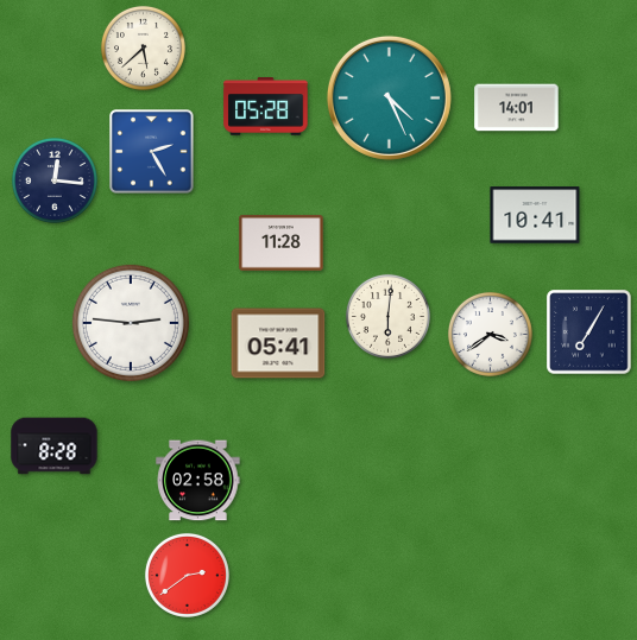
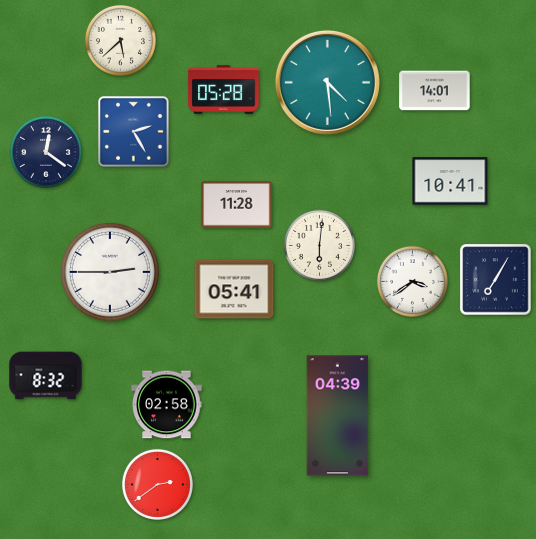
clock at (389, 97): 4:26 -> 4:29
clock at (152, 152) position: (152, 152) -> (134, 132)
clock at (55, 180): 12:16 -> 12:21
clock at (387, 316) position: (387, 316) -> (319, 245)
clock at (131, 323): 2:46 -> 2:45
clock at (55, 446): 8:28 -> 8:32
clock at (338, 416): none -> 04:39
